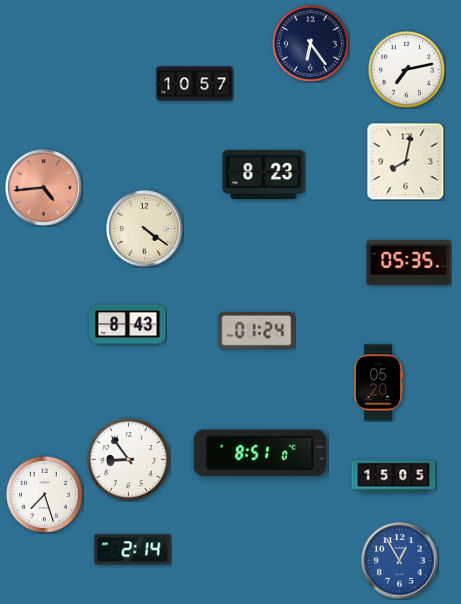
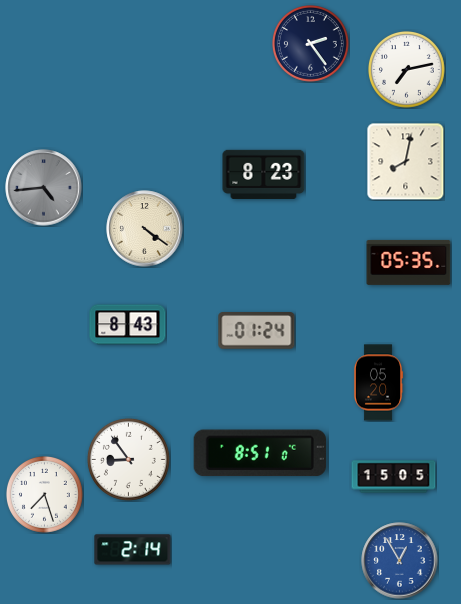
clock at (311, 44): 6:24 -> 2:24
clock at (195, 84): 10:57 -> none
clock at (44, 188) dial: salmon -> grey
